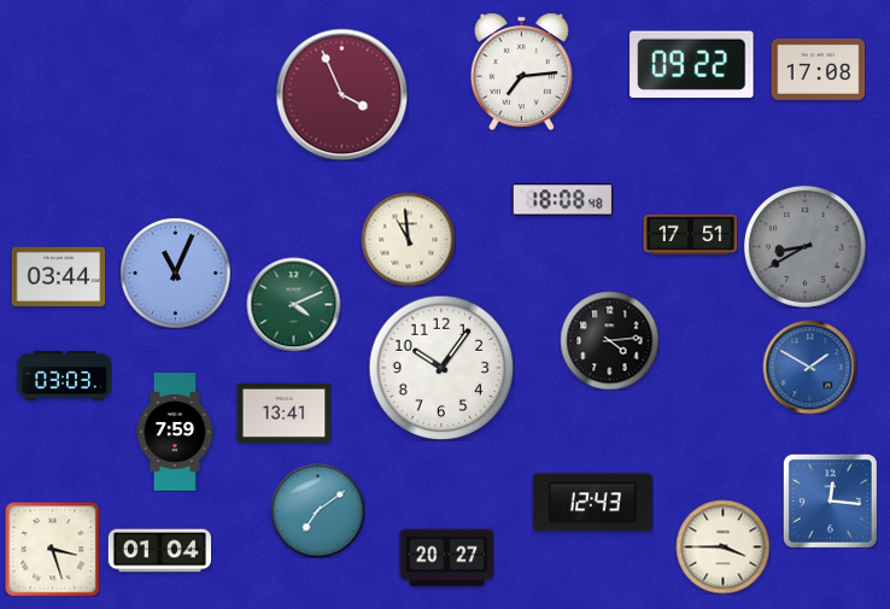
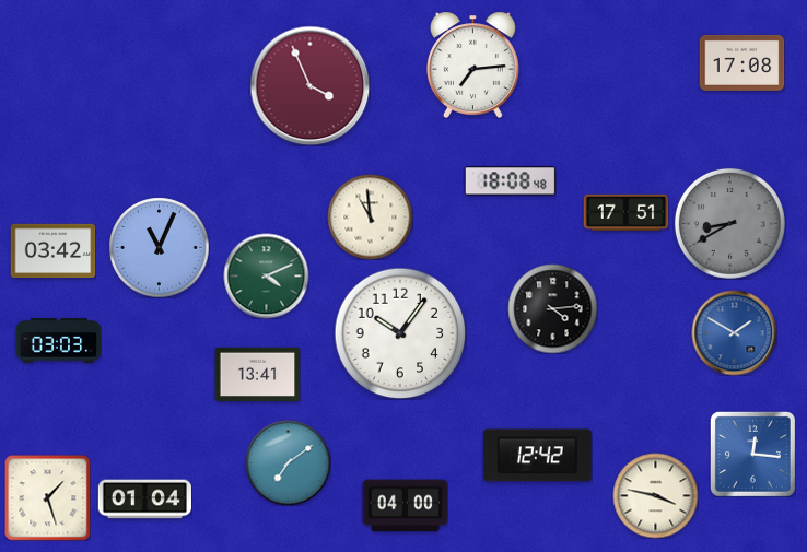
clock at (692, 65): 09:22 -> none
clock at (58, 277): 03:44 -> 03:42
clock at (175, 432): 7:59 -> none
clock at (593, 503): 12:43 -> 12:42
clock at (722, 546): 3:45 -> 3:47
clock at (52, 549): 3:27 -> 1:27
clock at (446, 558): 20:27 -> 04:00
